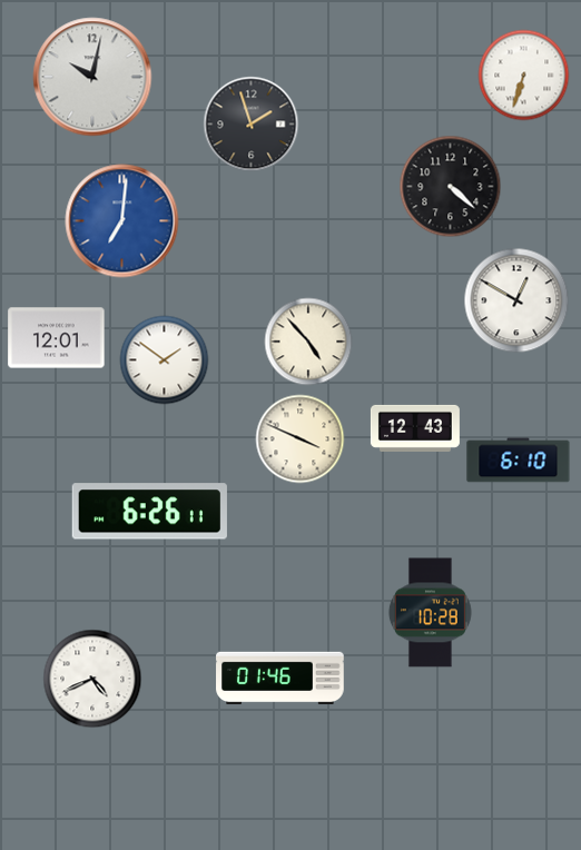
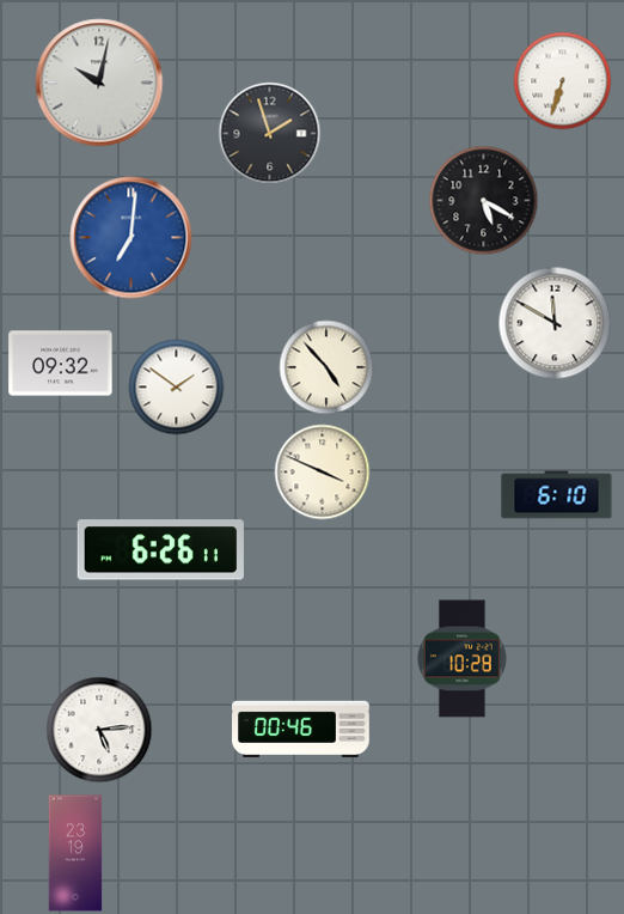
clock at (451, 187): 4:22 -> 5:20
clock at (516, 300): 12:50 -> 11:50
clock at (57, 338): 12:01 -> 09:32
clock at (308, 342) position: (308, 342) -> (326, 367)
clock at (415, 428): 12:43 -> none
clock at (92, 679): 4:41 -> 5:14
clock at (280, 679): 01:46 -> 00:46
clock at (75, 853): none -> 23:19
